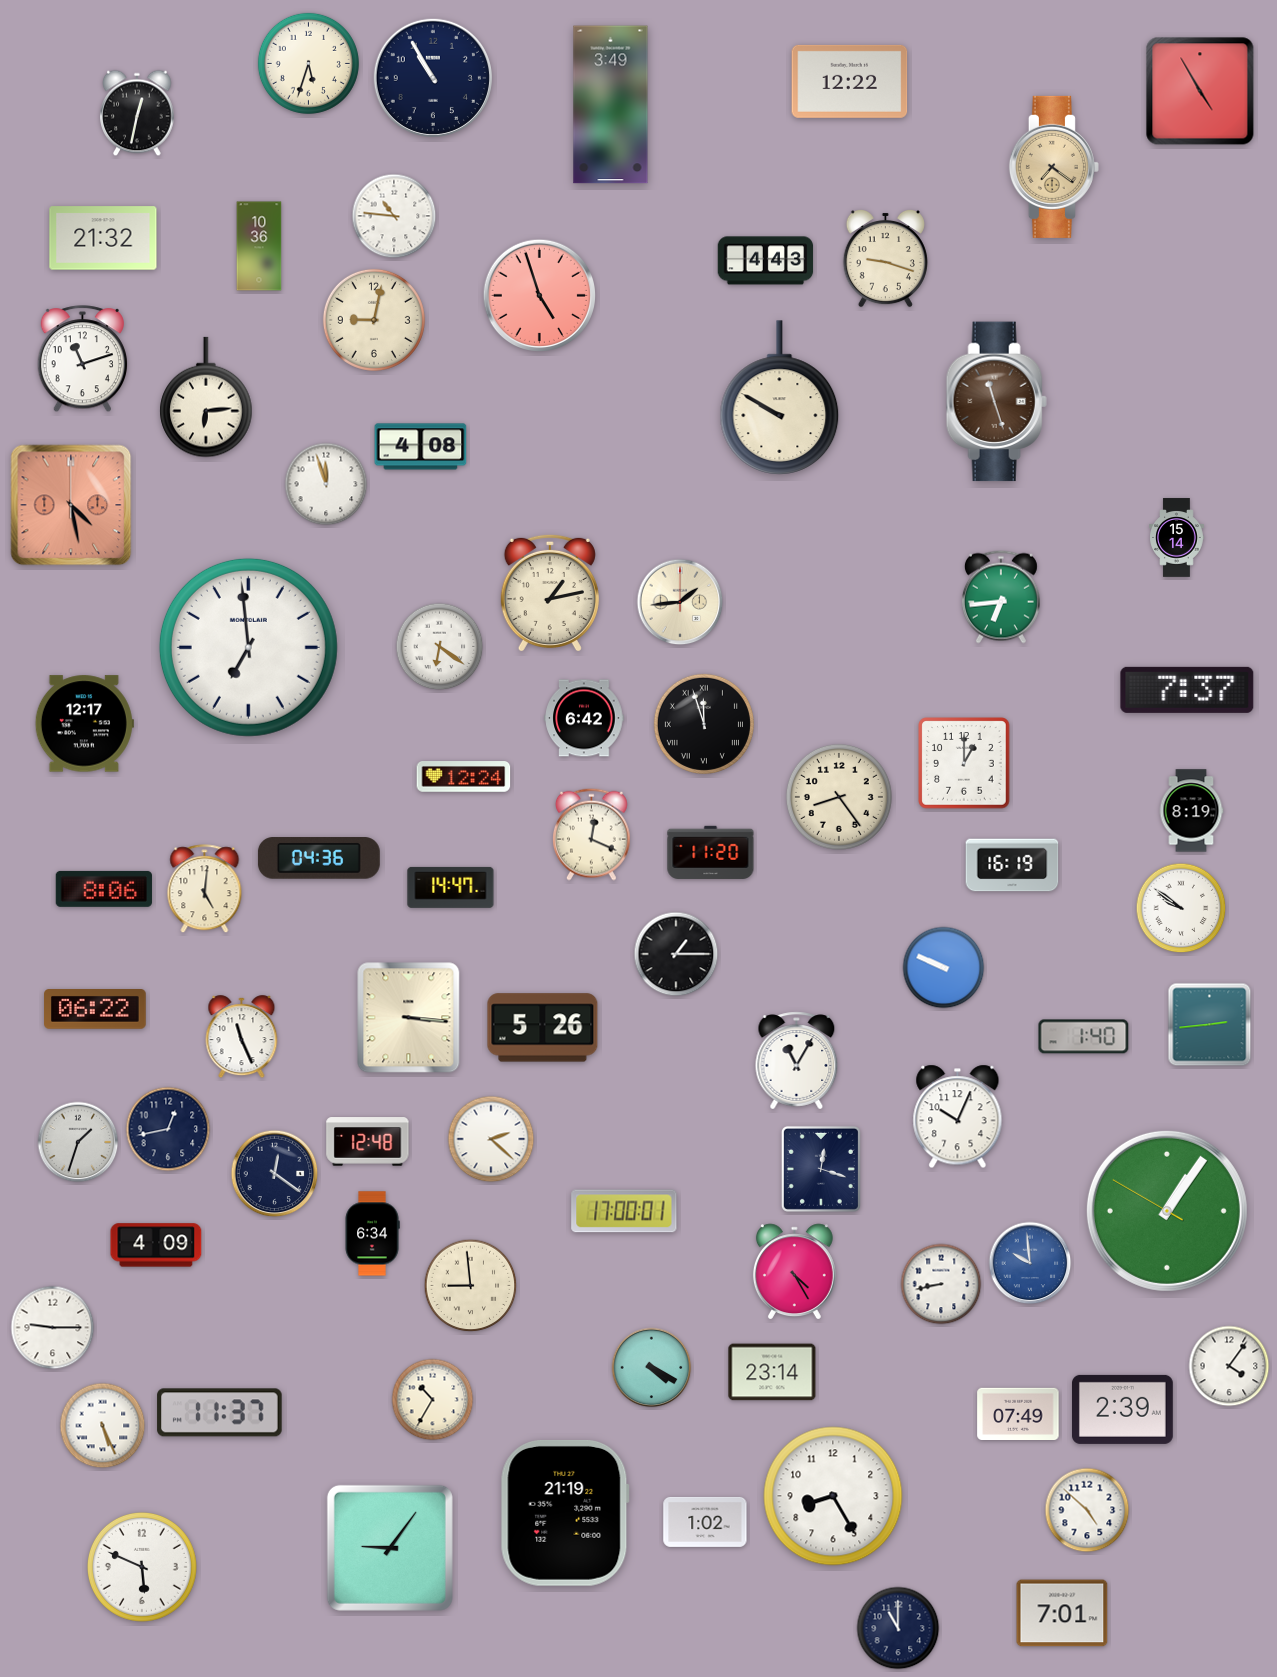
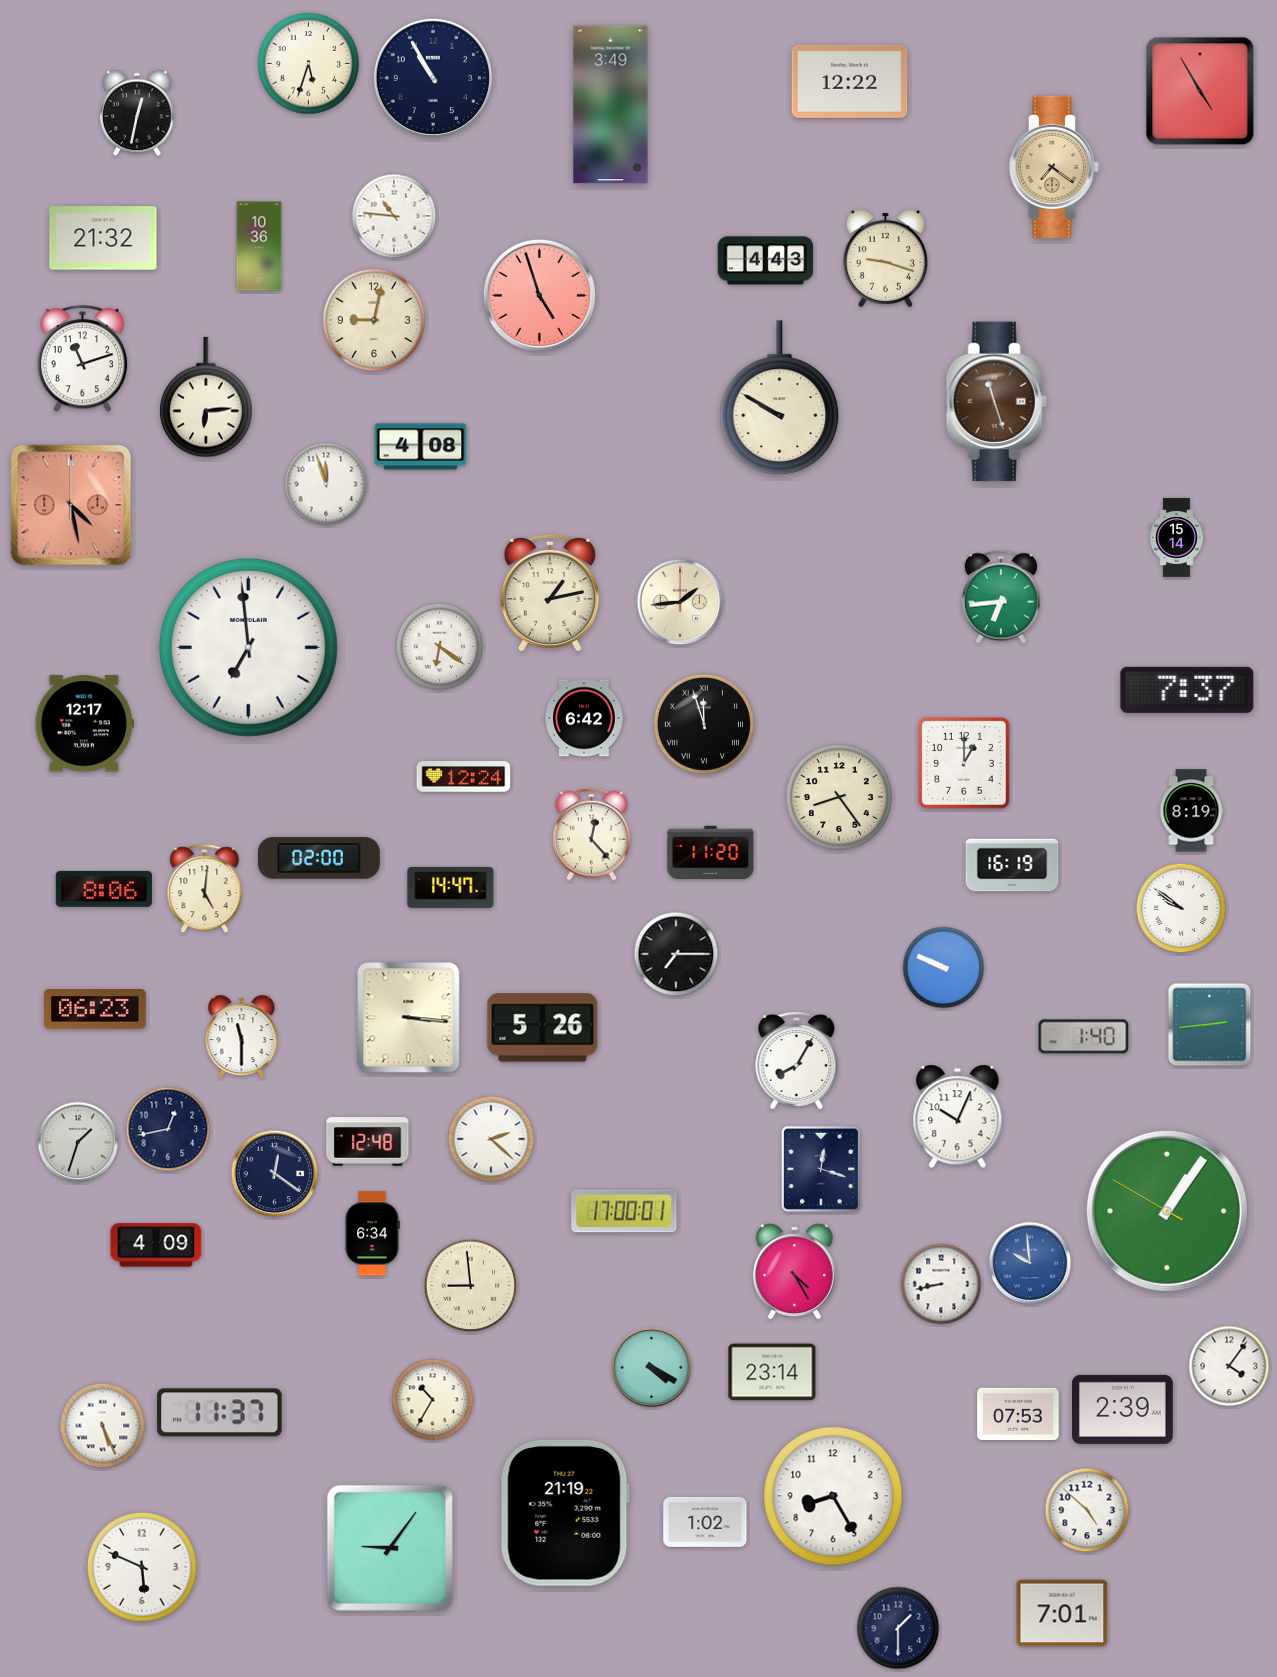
clock at (592, 834): 12:19 -> 12:23
clock at (319, 858): 04:36 -> 02:00
clock at (676, 954): 1:15 -> 7:15
clock at (95, 1009): 06:22 -> 06:23
clock at (242, 1037): 11:26 -> 11:30
clock at (797, 1061): 11:05 -> 8:05
clock at (53, 1328): 9:15 -> none
clock at (1018, 1413): 07:49 -> 07:53
clock at (898, 1628): 11:00 -> 1:30
